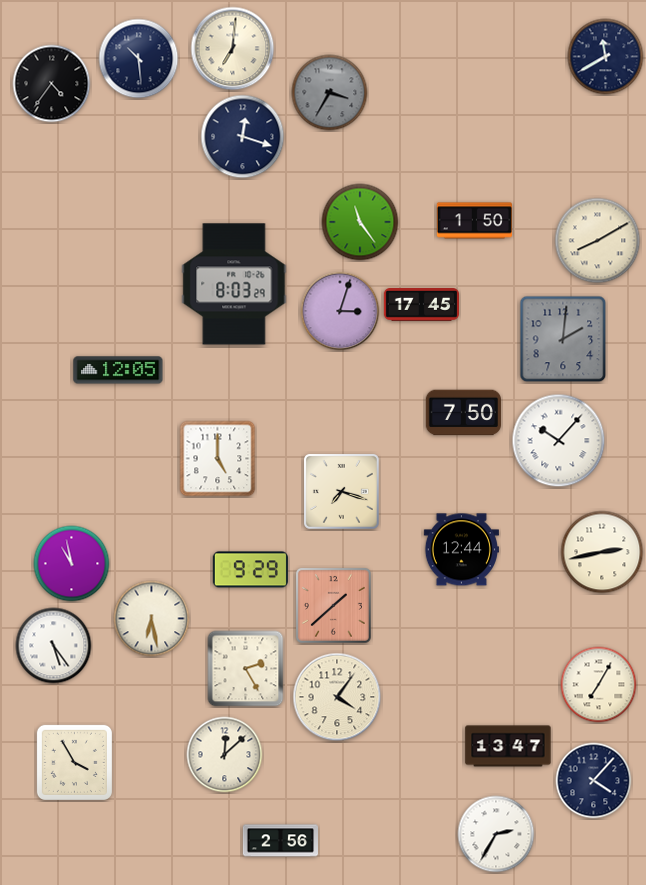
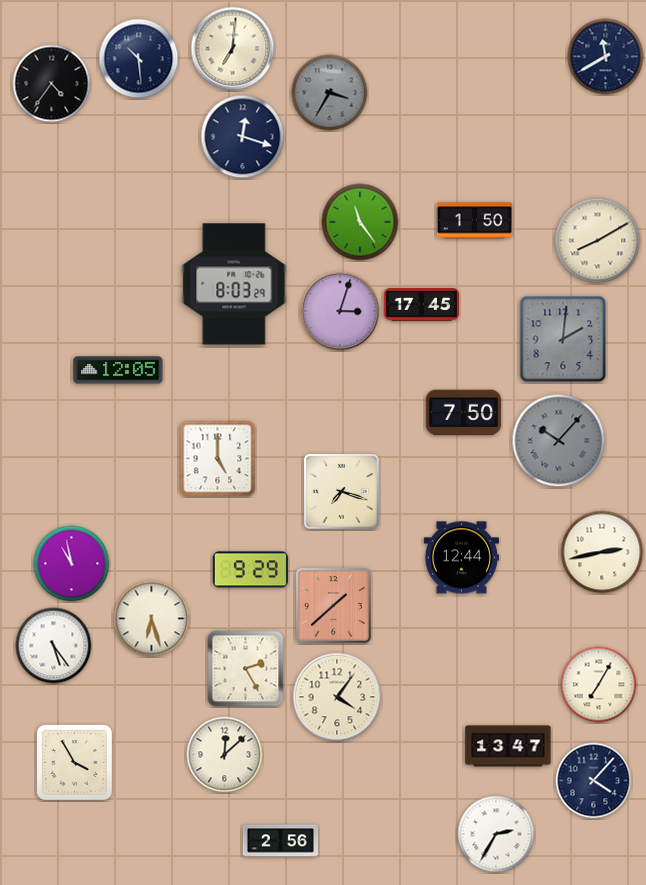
clock at (559, 441) dial: white -> grey
clock at (461, 550) position: (461, 550) -> (461, 558)
clock at (152, 619): 6:28 -> 6:27
